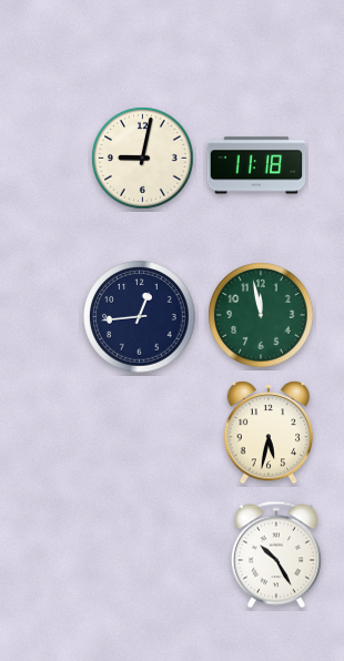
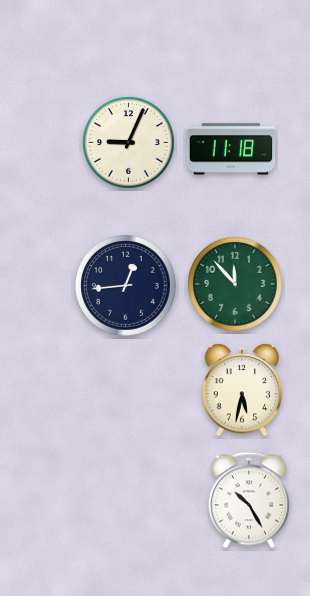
clock at (143, 159): 9:02 -> 9:04
clock at (261, 315): 11:58 -> 11:53
